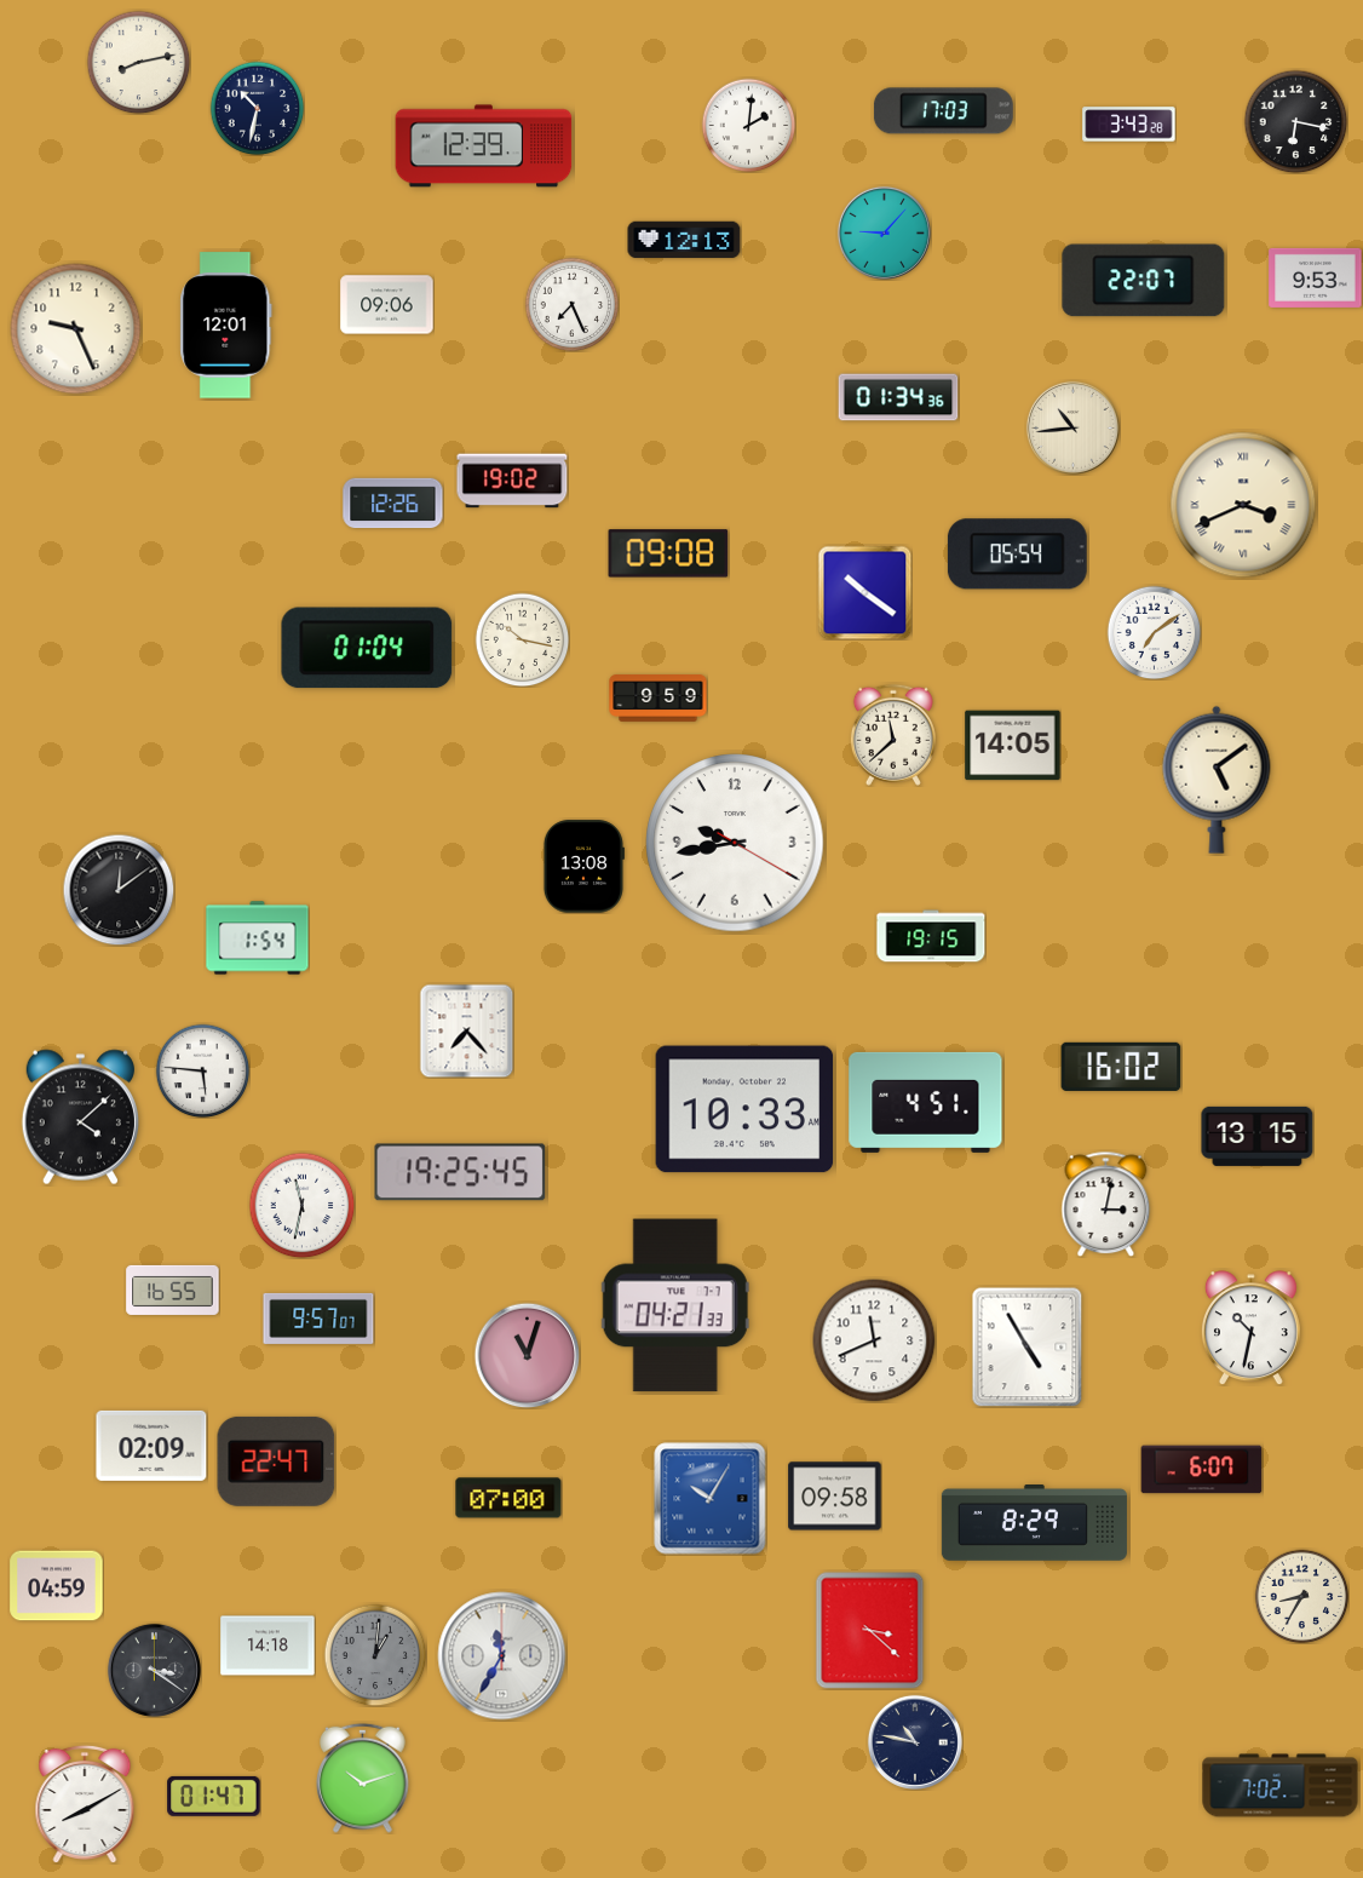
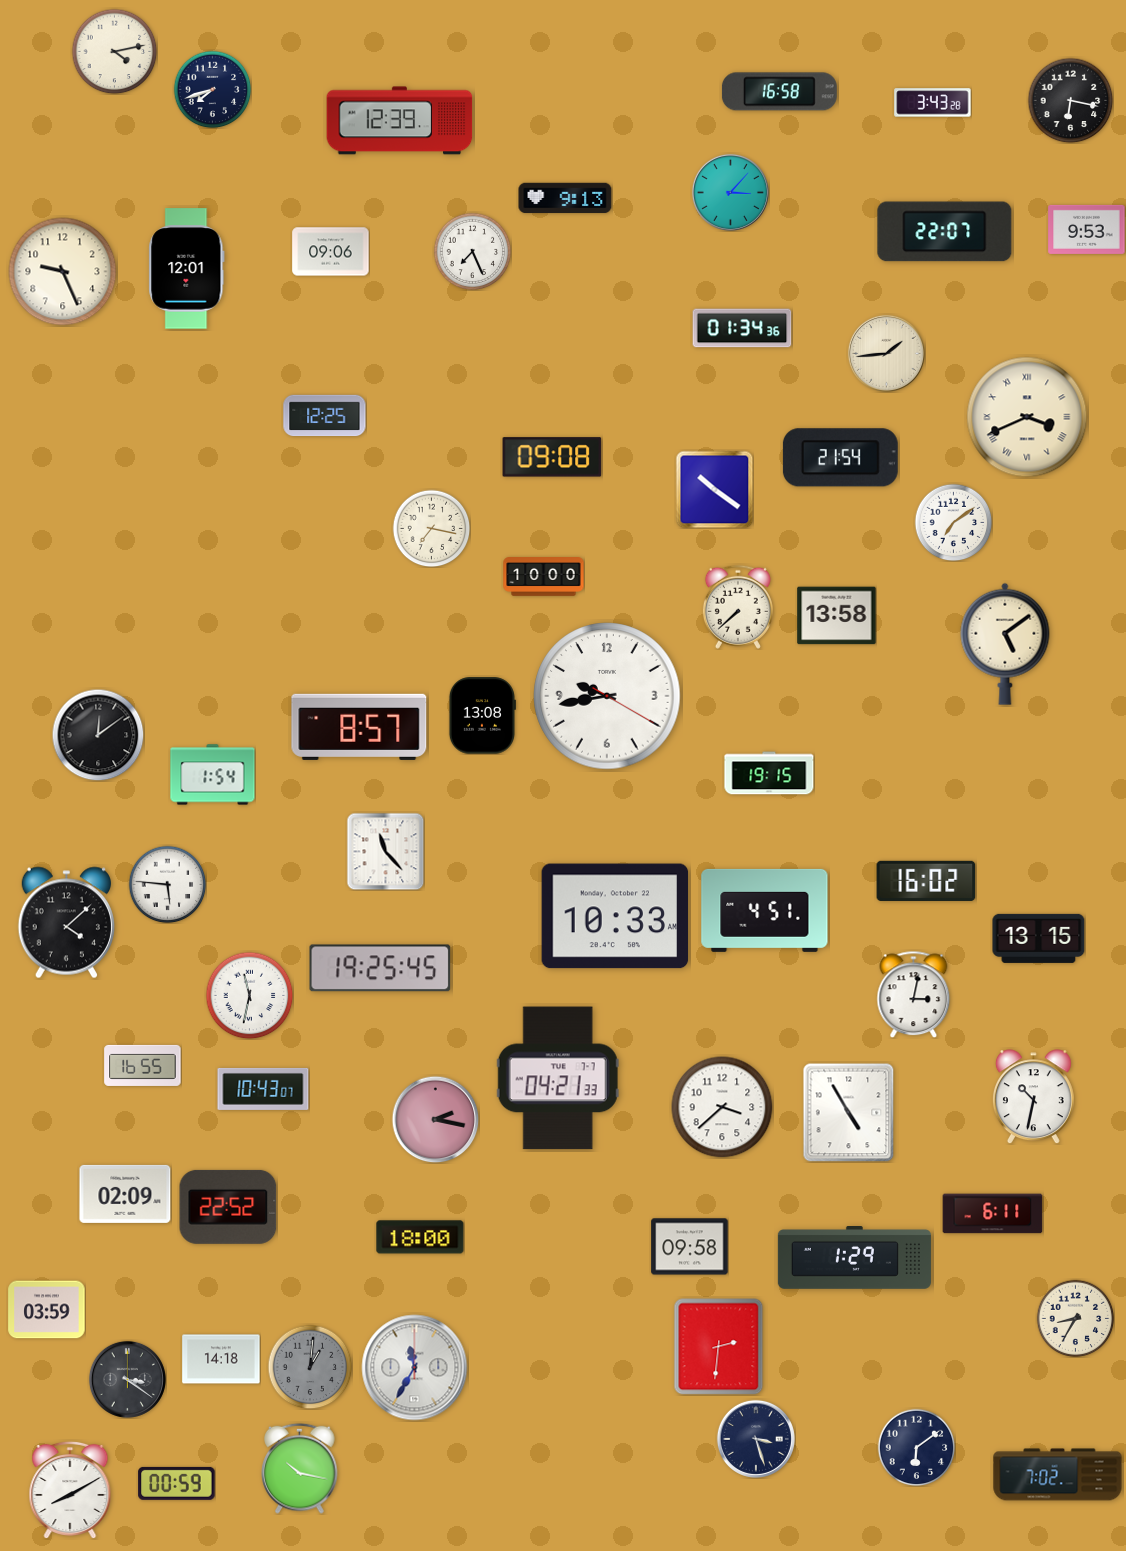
clock at (138, 62): 8:13 -> 4:13
clock at (257, 108): 10:32 -> 7:42
clock at (943, 111): 17:03 -> 16:58
clock at (748, 125): 2:01 -> none
clock at (884, 232): 9:07 -> 3:07
clock at (684, 240): 12:13 -> 9:13
clock at (387, 305) position: (387, 305) -> (331, 252)
clock at (1072, 427): 10:44 -> 1:44
clock at (512, 481): 19:02 -> none
clock at (393, 504): 12:26 -> 12:25
clock at (1017, 555): 05:54 -> 21:54
clock at (522, 639): 10:17 -> 7:17
clock at (367, 648): 01:04 -> none
clock at (659, 699): 9:59 -> 10:00
clock at (893, 735): 11:38 -> 7:38
clock at (1013, 746): 14:05 -> 13:58
clock at (359, 727): none -> 8:57
clock at (466, 1030): 7:23 -> 11:23
clock at (318, 1319): 9:57 -> 10:43
clock at (874, 1340): 11:41 -> 3:38
clock at (527, 1355): 11:03 -> 2:17
clock at (276, 1461): 22:47 -> 22:52
clock at (1202, 1470): 6:07 -> 6:11
clock at (835, 1497) position: (835, 1497) -> (690, 1247)
clock at (508, 1498): 07:00 -> 18:00
clock at (711, 1499): 10:05 -> none
clock at (1034, 1523): 8:29 -> 1:29
clock at (57, 1586): 04:59 -> 03:59
clock at (870, 1631): 3:22 -> 2:31
clock at (915, 1742): 10:47 -> 3:27
clock at (916, 1447): none -> 6:09
clock at (363, 1778): 10:12 -> 10:17
clock at (214, 1796): 01:47 -> 00:59
